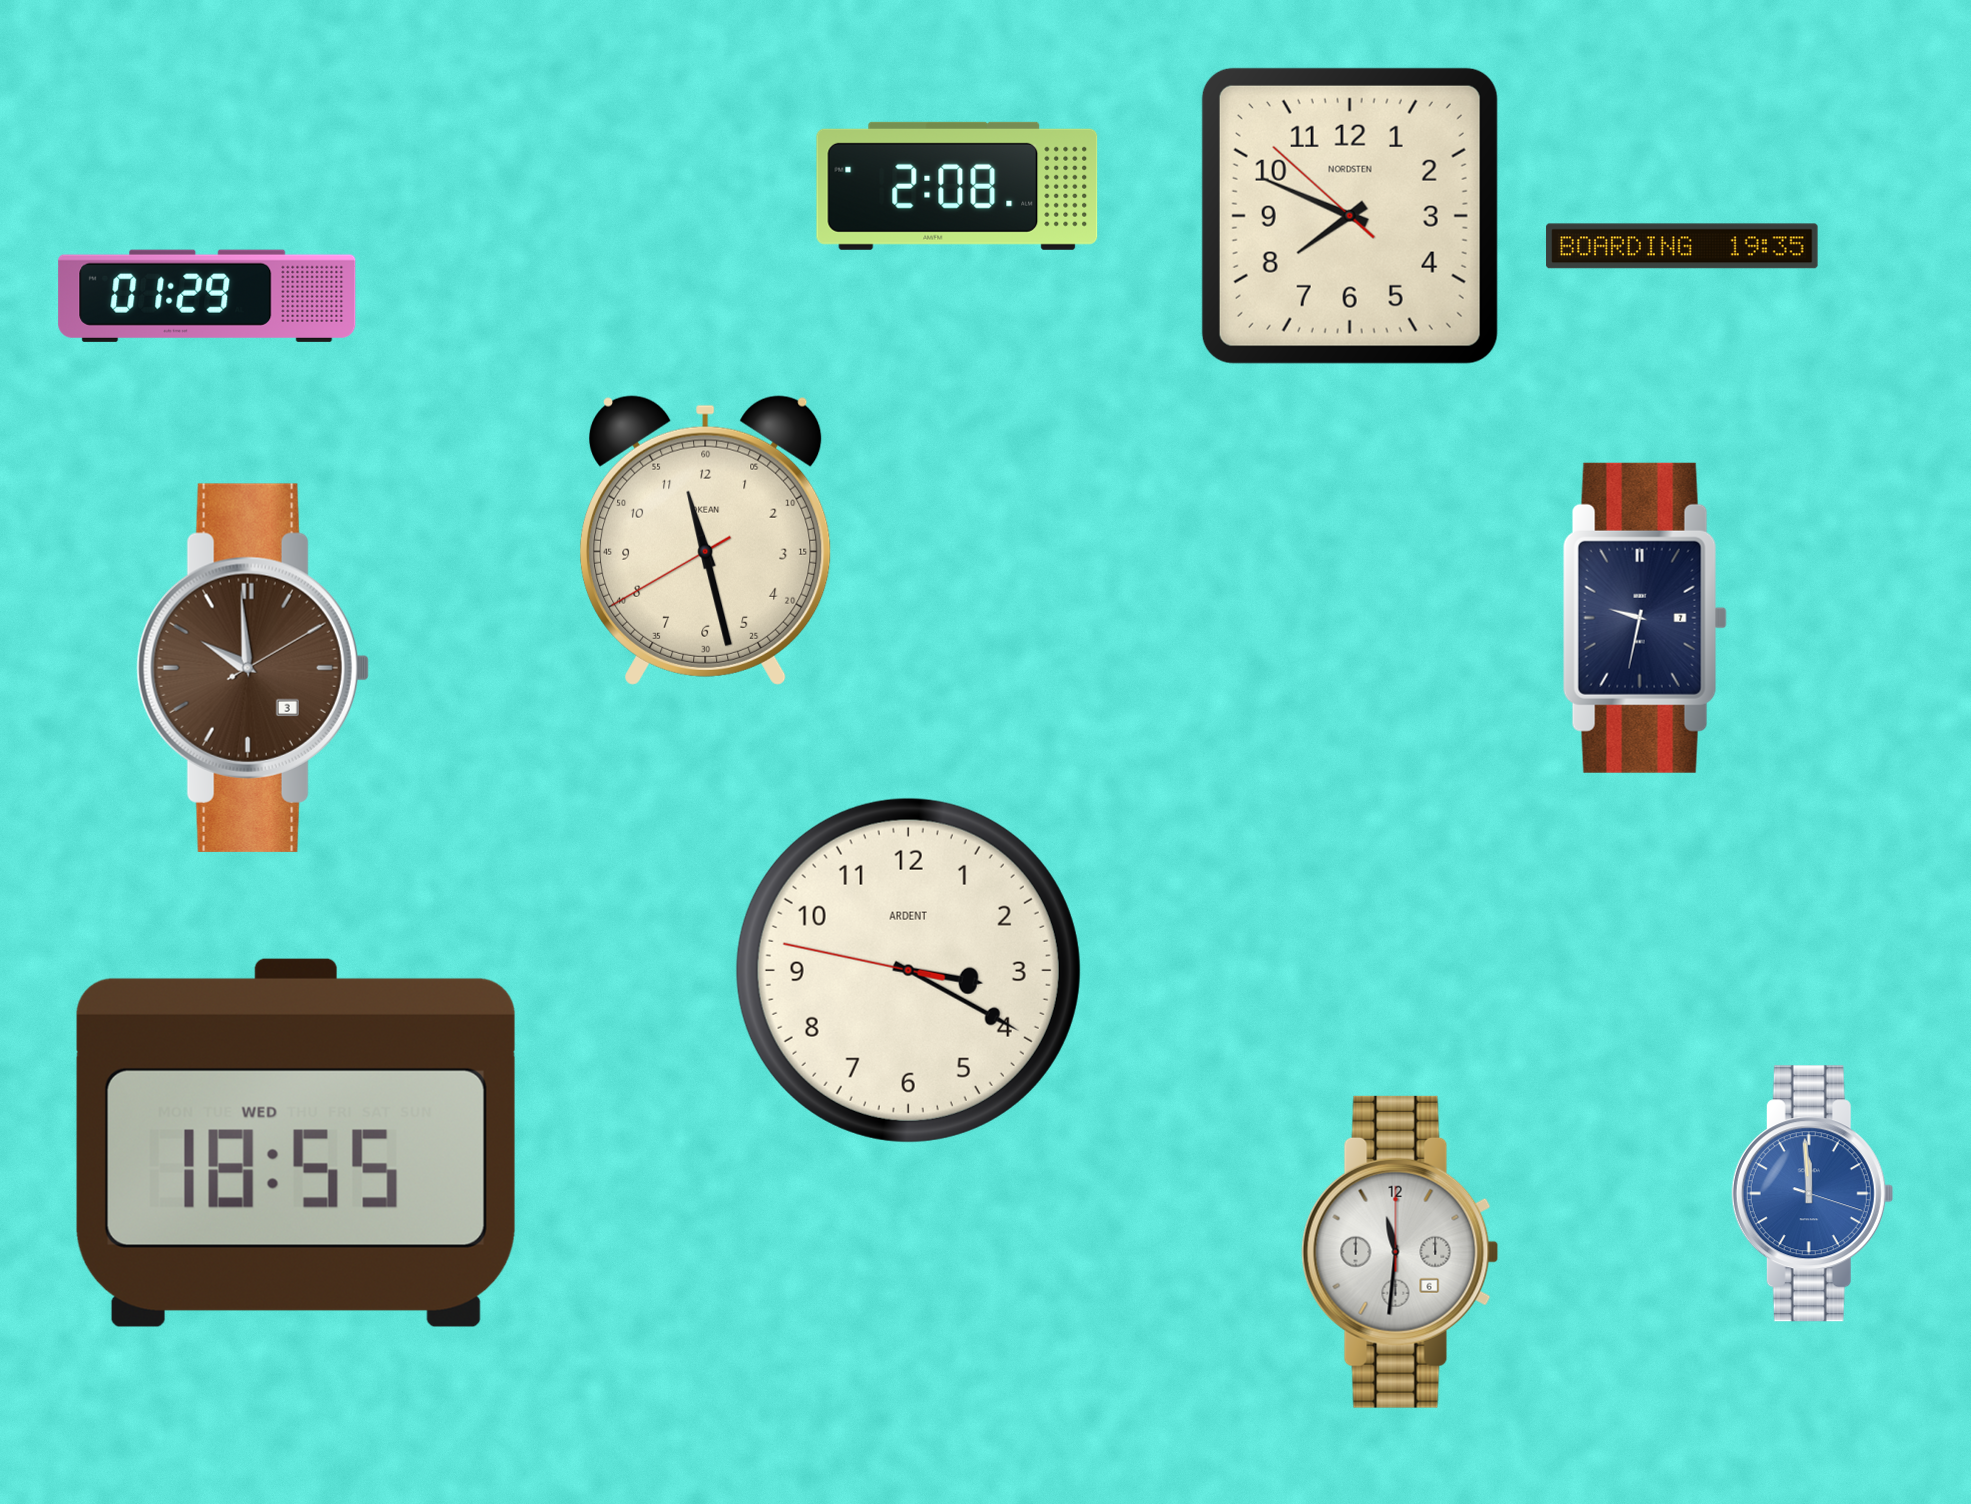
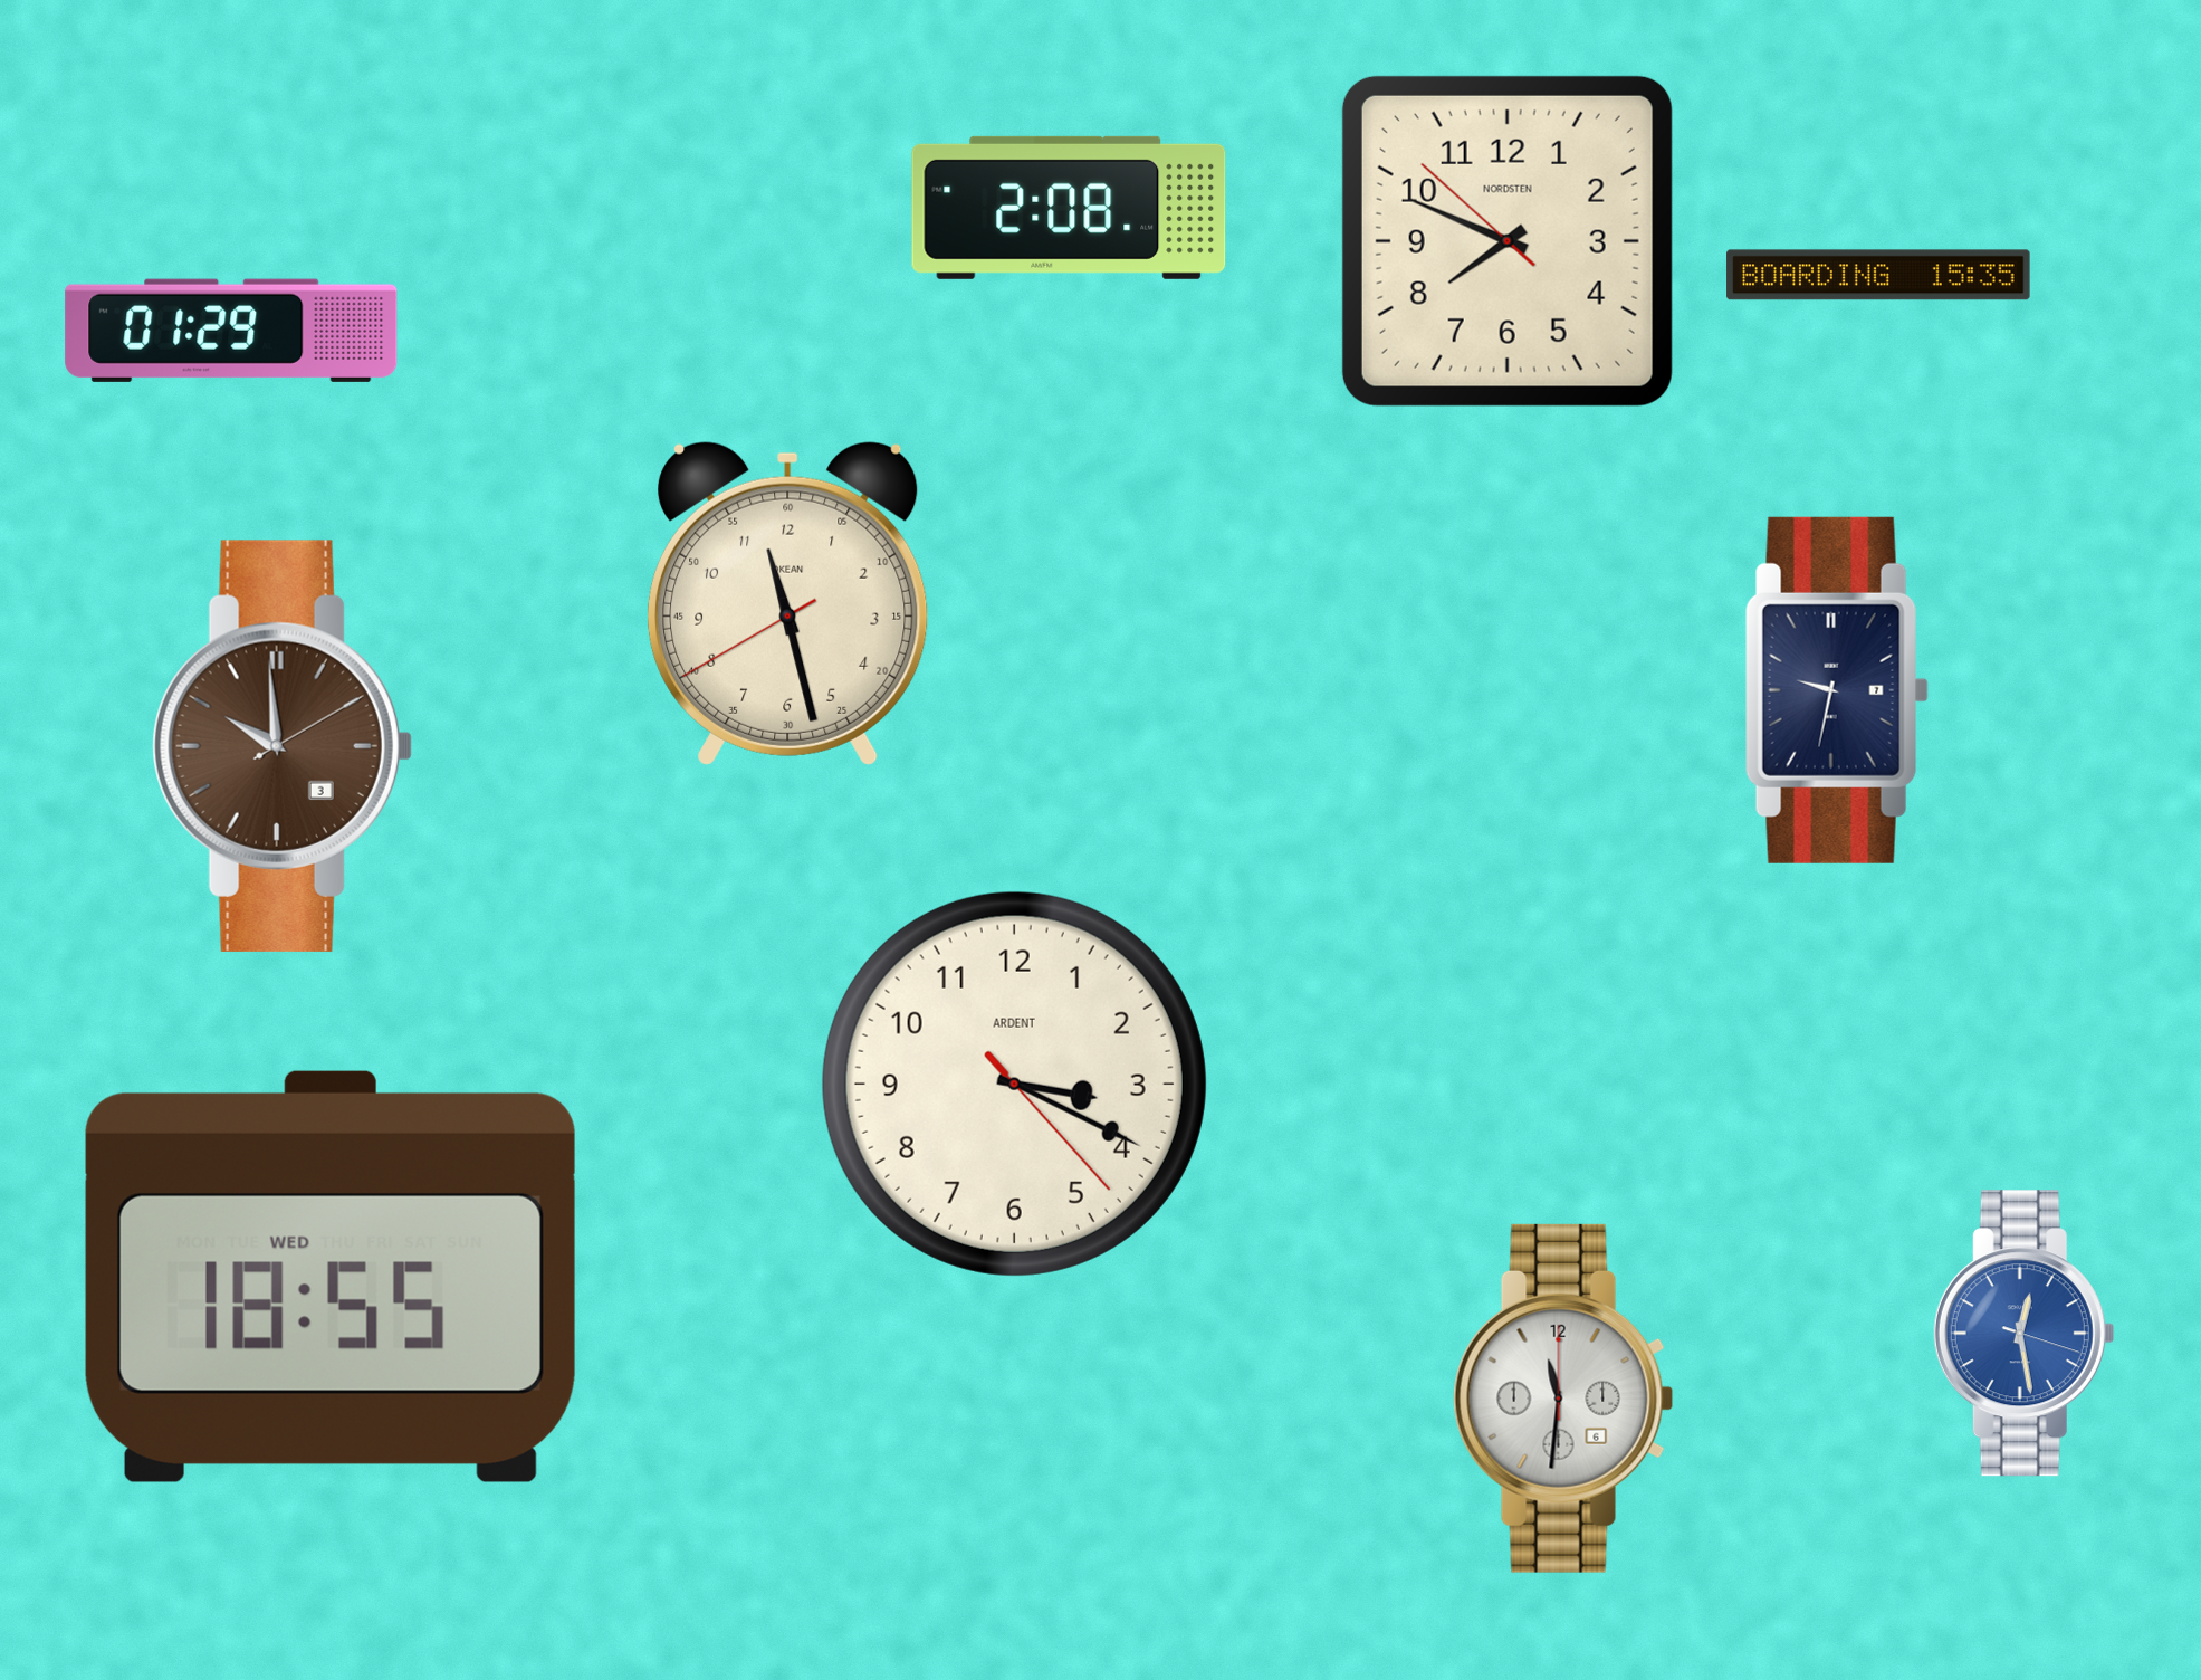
clock at (1682, 246): 19:35 -> 15:35
clock at (908, 970): 3:19:47 -> 3:19:23
clock at (1812, 1194): 11:59 -> 12:28
